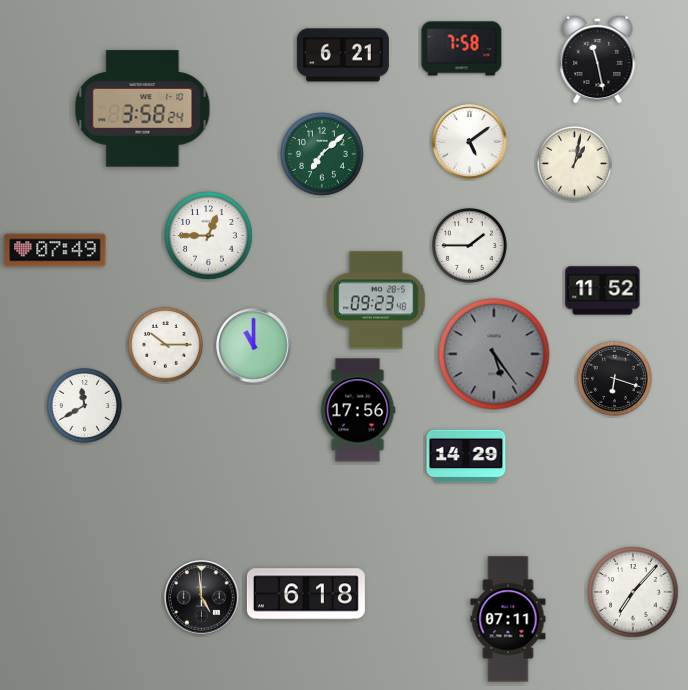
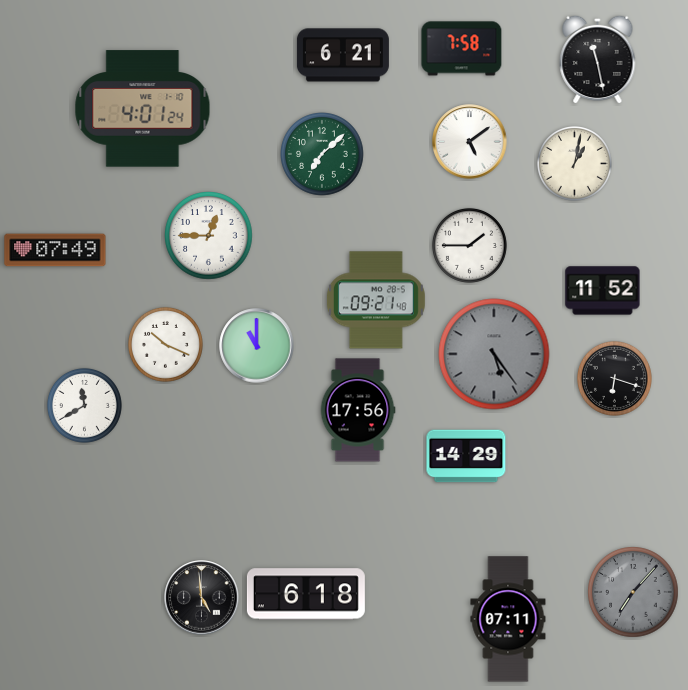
clock at (143, 109): 3:58 -> 4:01
clock at (376, 300): 09:23 -> 09:21
clock at (165, 344): 10:15 -> 10:19
clock at (254, 346) position: (254, 346) -> (257, 346)
clock at (633, 592) dial: white -> grey
